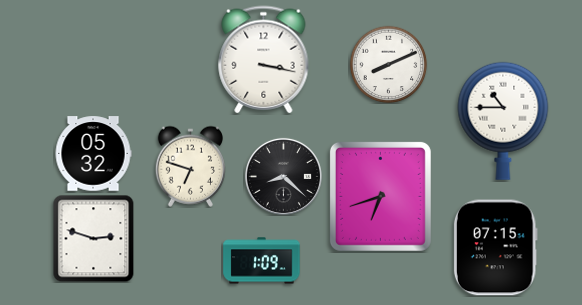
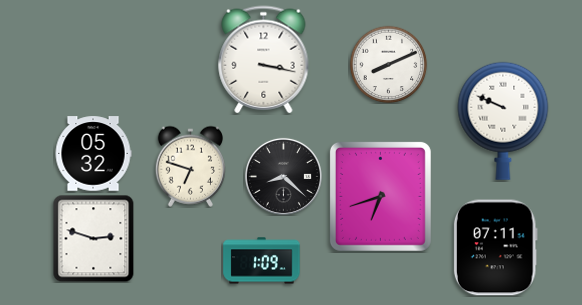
clock at (503, 121): 10:45 -> 9:49
clock at (495, 248): 07:15 -> 07:11
